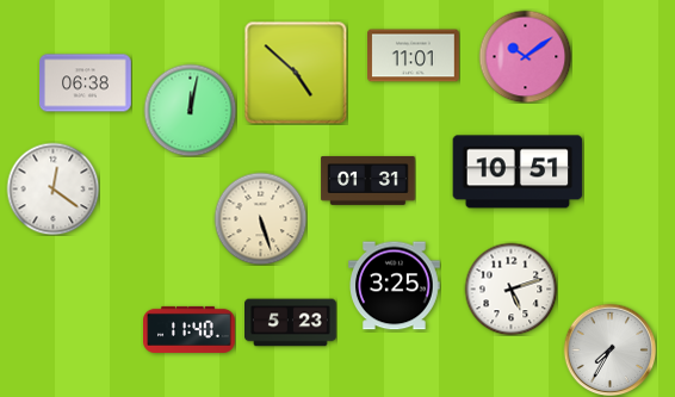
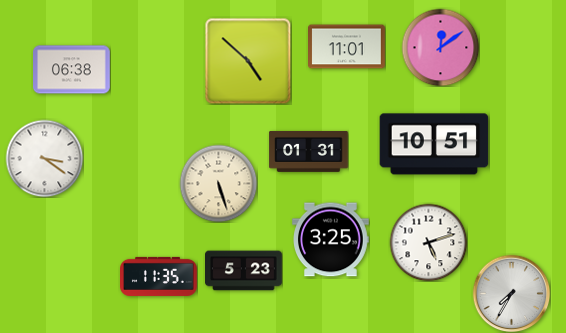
clock at (525, 56): 10:09 -> 12:09
clock at (190, 110): 12:02 -> none
clock at (52, 188): 12:21 -> 3:21
clock at (190, 329): 11:40 -> 11:35
